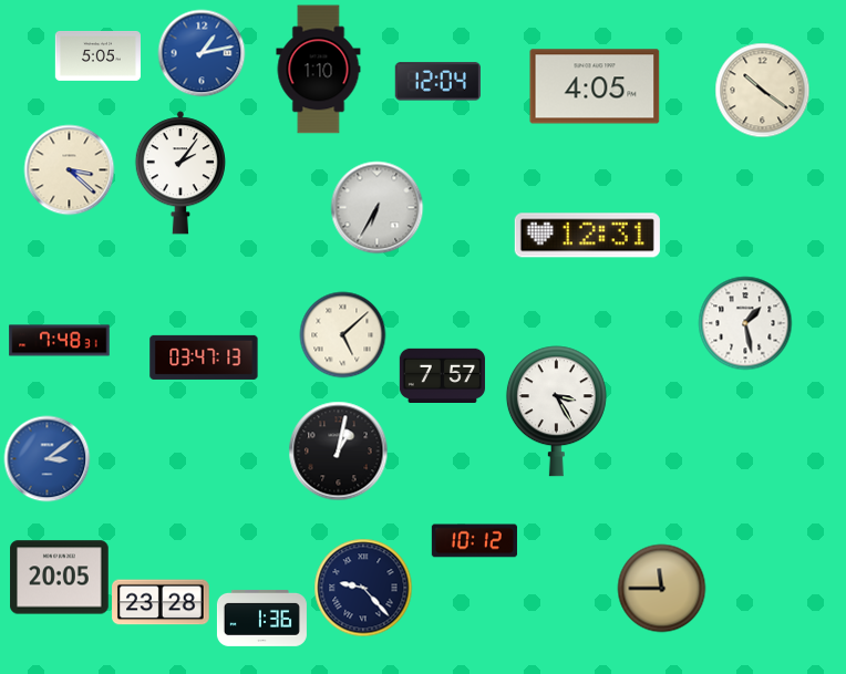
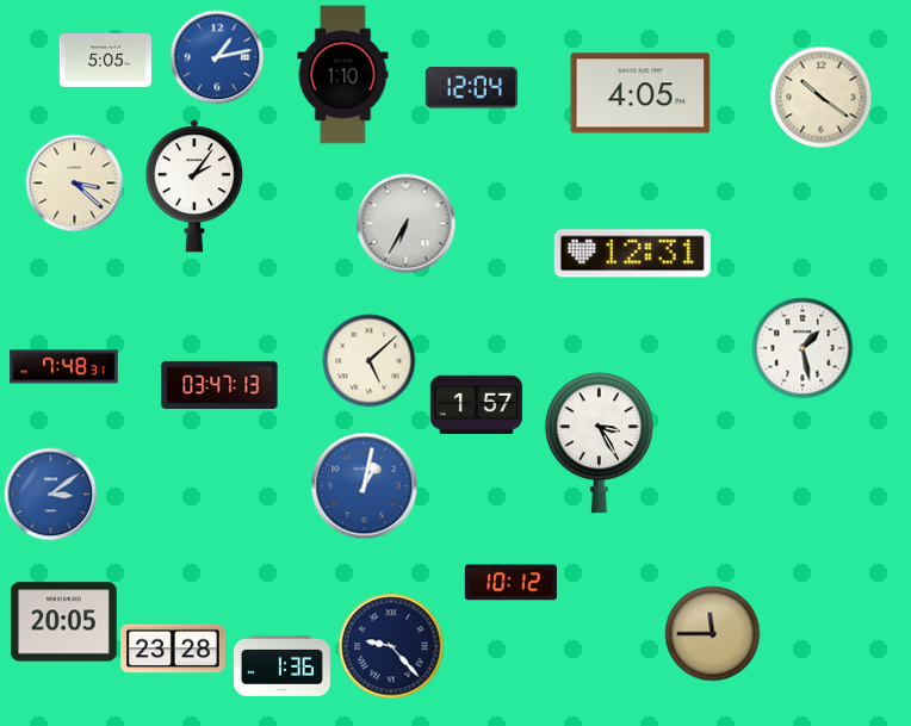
clock at (442, 375): 7:57 -> 1:57
clock at (338, 450) dial: black -> blue
clock at (363, 588) position: (363, 588) -> (391, 646)
